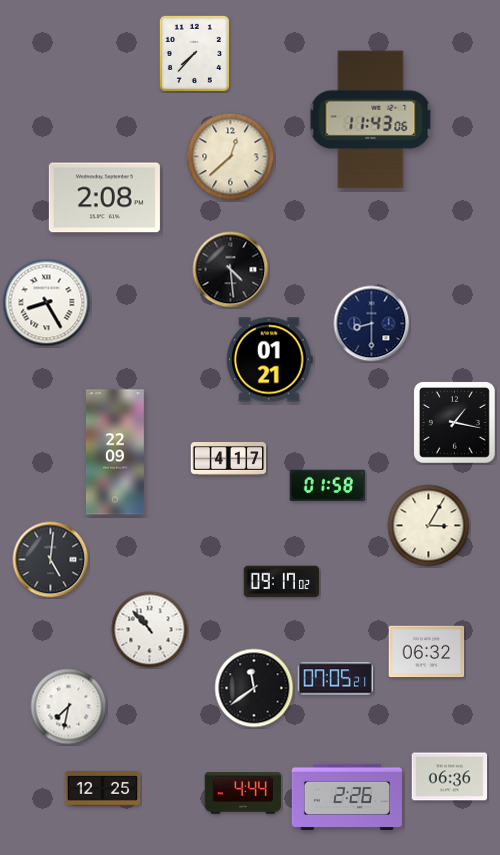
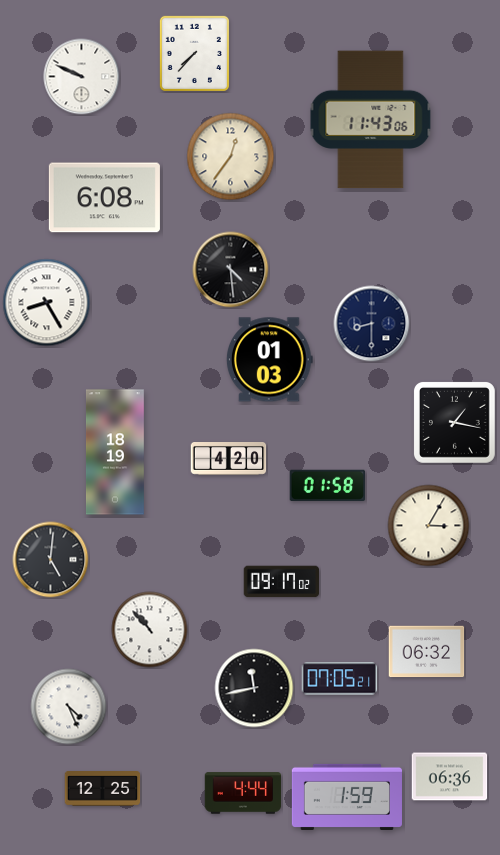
clock at (82, 77): none -> 9:49
clock at (231, 157): 12:38 -> 12:36
clock at (104, 198): 2:08 -> 6:08
clock at (269, 360): 01:21 -> 01:03
clock at (115, 452): 22:09 -> 18:19
clock at (229, 459): 4:17 -> 4:20
clock at (336, 679) position: (336, 679) -> (340, 679)
clock at (254, 688): 11:39 -> 11:43
clock at (69, 707): 7:32 -> 4:26
clock at (347, 797): 2:26 -> 1:59
